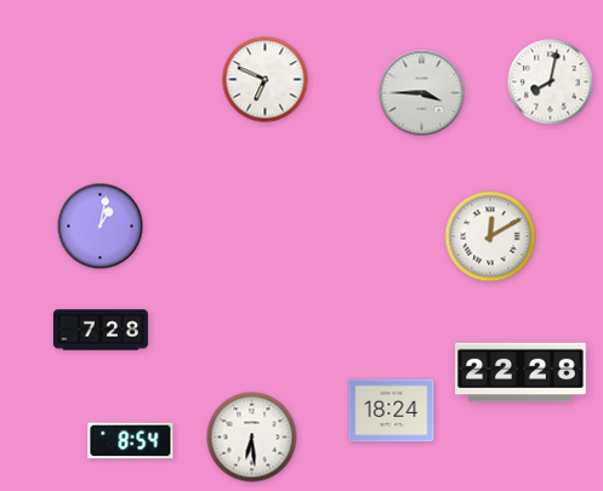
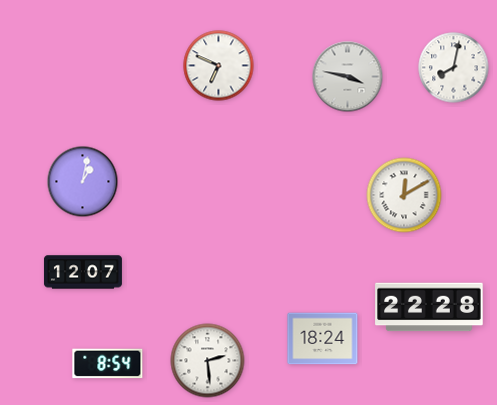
clock at (422, 93): 3:45 -> 3:47
clock at (101, 227) position: (101, 227) -> (83, 182)
clock at (101, 330): 7:28 -> 12:07
clock at (252, 438): 6:29 -> 2:29
